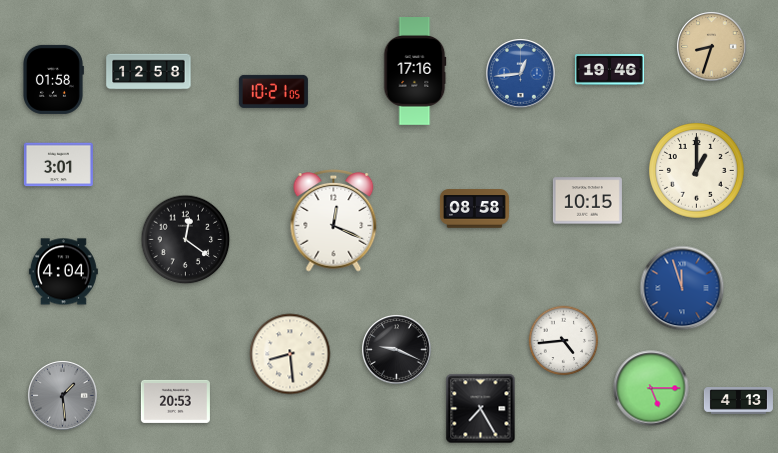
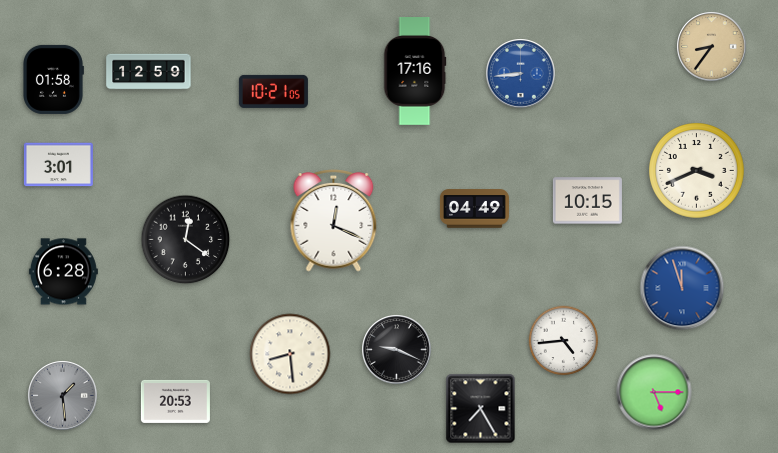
clock at (712, 47): 8:33 -> 8:36
clock at (609, 70): 19:46 -> none
clock at (149, 72): 12:58 -> 12:59
clock at (521, 74): 12:44 -> 8:44
clock at (697, 171): 1:00 -> 3:41
clock at (474, 209): 08:58 -> 04:49
clock at (63, 272): 4:04 -> 6:28
clock at (651, 388) position: (651, 388) -> (654, 392)
clock at (738, 401): 4:13 -> none
